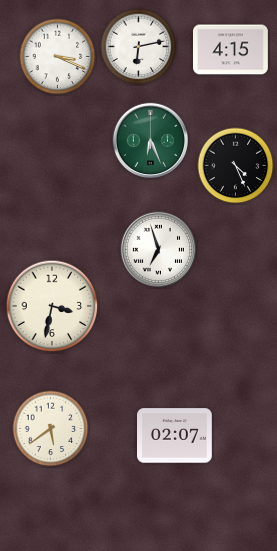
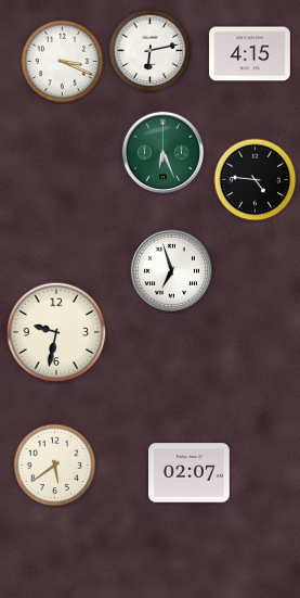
clock at (236, 166): 4:26 -> 4:46
clock at (52, 306): 3:32 -> 9:32
